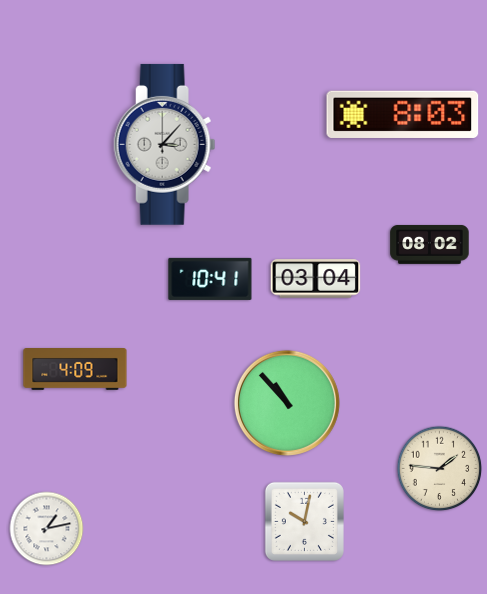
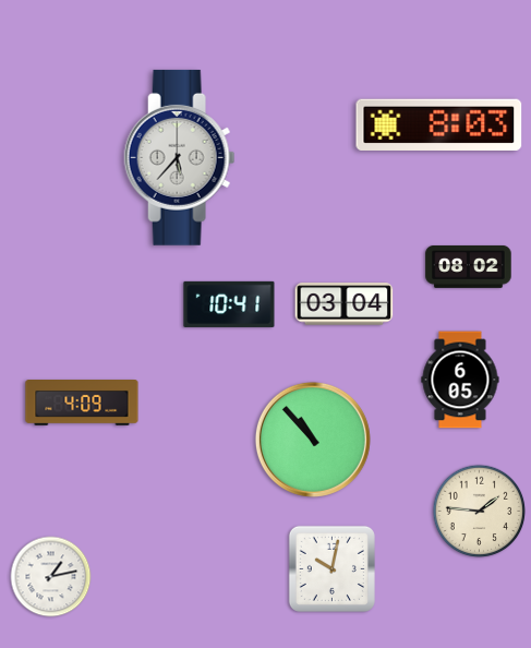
clock at (165, 144): 3:07 -> 5:37
clock at (460, 380): none -> 6:05
